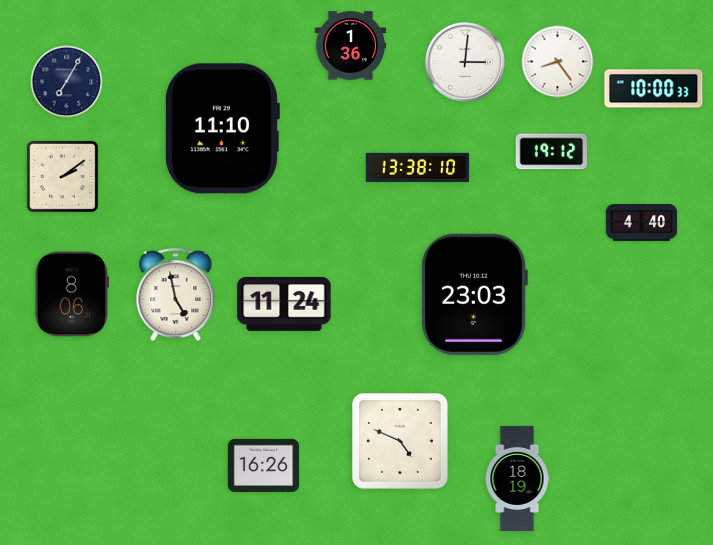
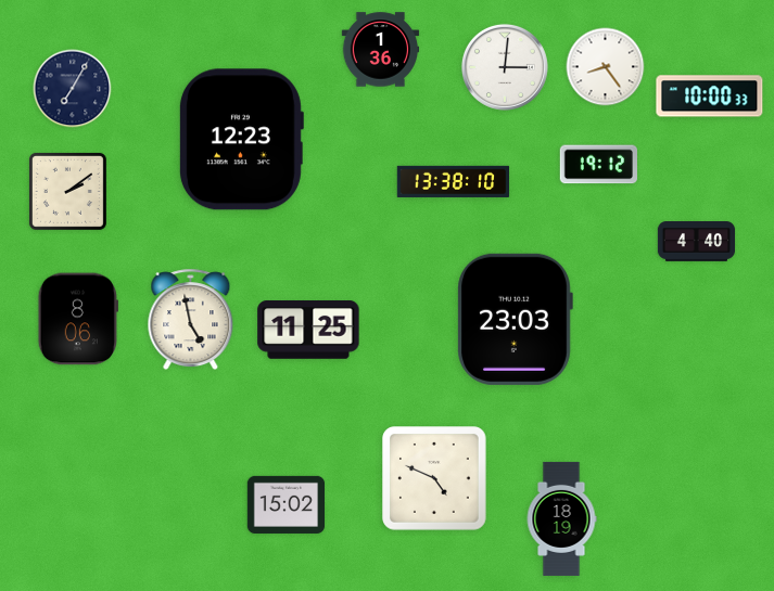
clock at (222, 129): 11:10 -> 12:23
clock at (284, 305): 11:24 -> 11:25
clock at (264, 465): 16:26 -> 15:02
